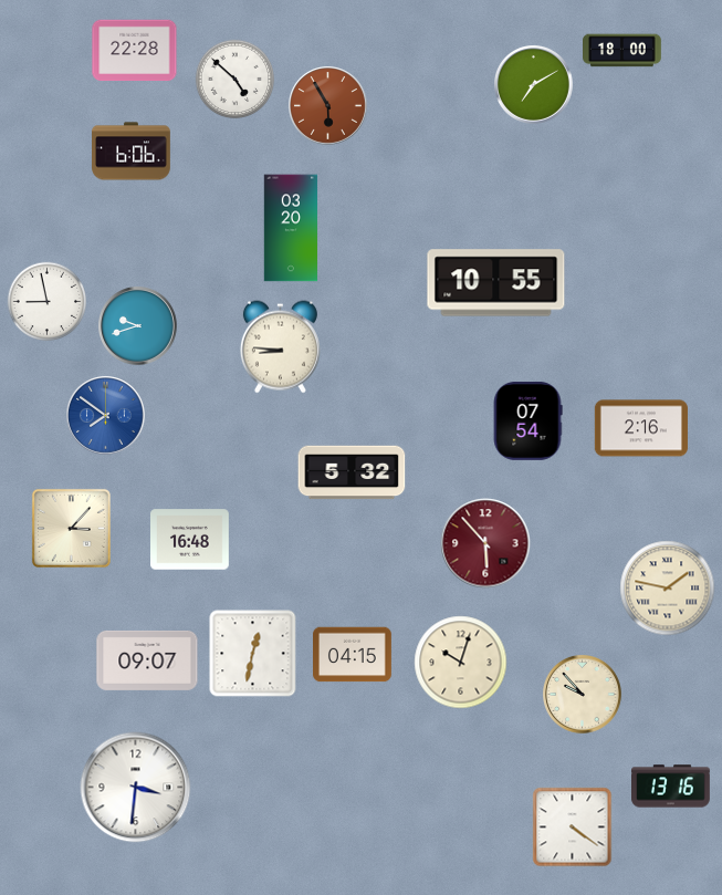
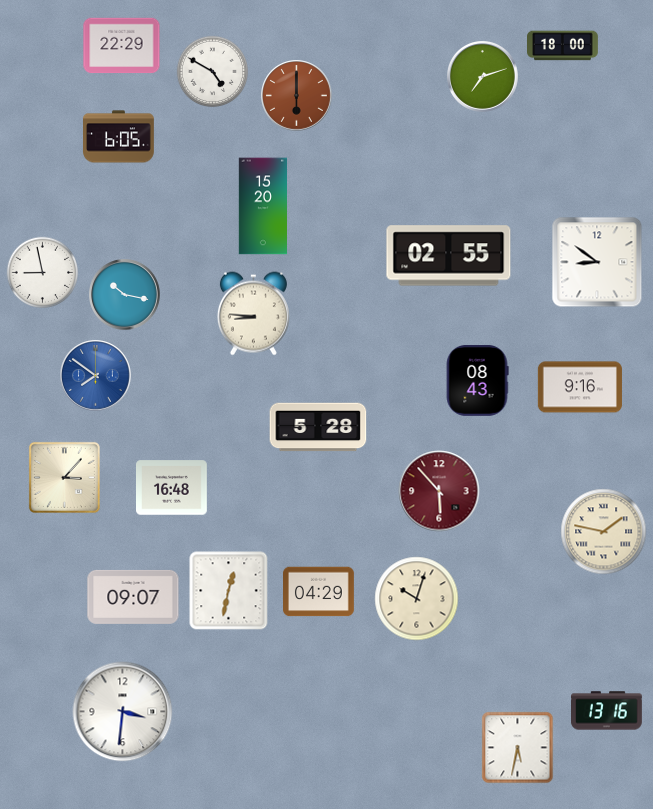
clock at (135, 51): 22:28 -> 22:29
clock at (236, 80): 4:52 -> 4:50
clock at (534, 85): 7:10 -> 7:12
clock at (328, 106): 5:55 -> 6:00
clock at (132, 152): 6:06 -> 6:05
clock at (290, 228): 03:20 -> 15:20
clock at (496, 283): 10:55 -> 02:55
clock at (597, 262): none -> 8:51
clock at (138, 326): 9:42 -> 10:17
clock at (527, 422): 07:54 -> 08:43
clock at (641, 428): 2:16 -> 9:16
clock at (352, 472): 5:32 -> 5:28
clock at (353, 655): 04:15 -> 04:29
clock at (583, 695): 9:53 -> none
clock at (573, 828): 4:21 -> 5:32
